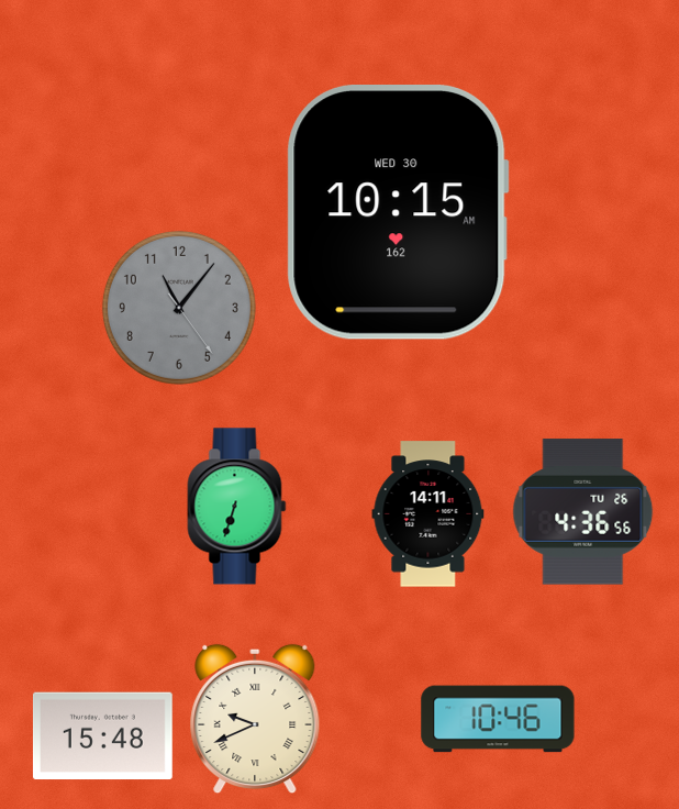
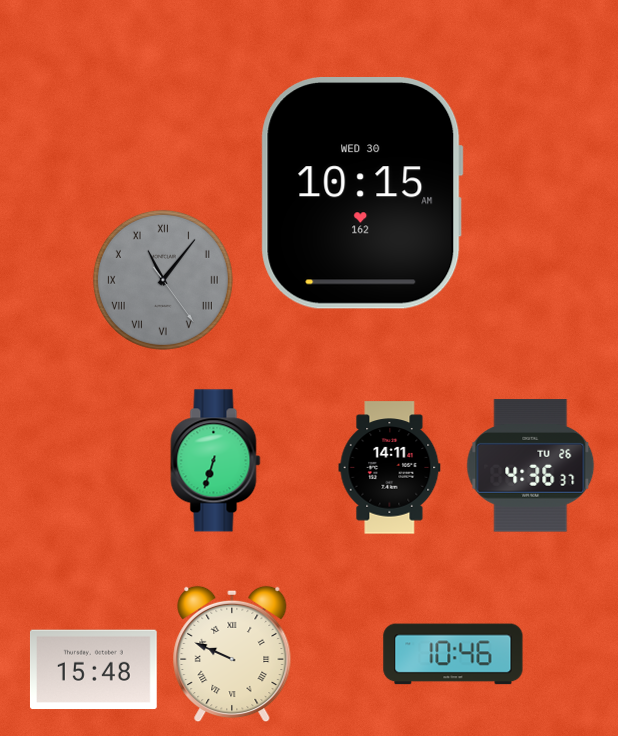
clock at (179, 308) numerals: Arabic -> Roman
clock at (583, 512): 4:36:56 -> 4:36:37
clock at (255, 719): 9:41 -> 9:49
